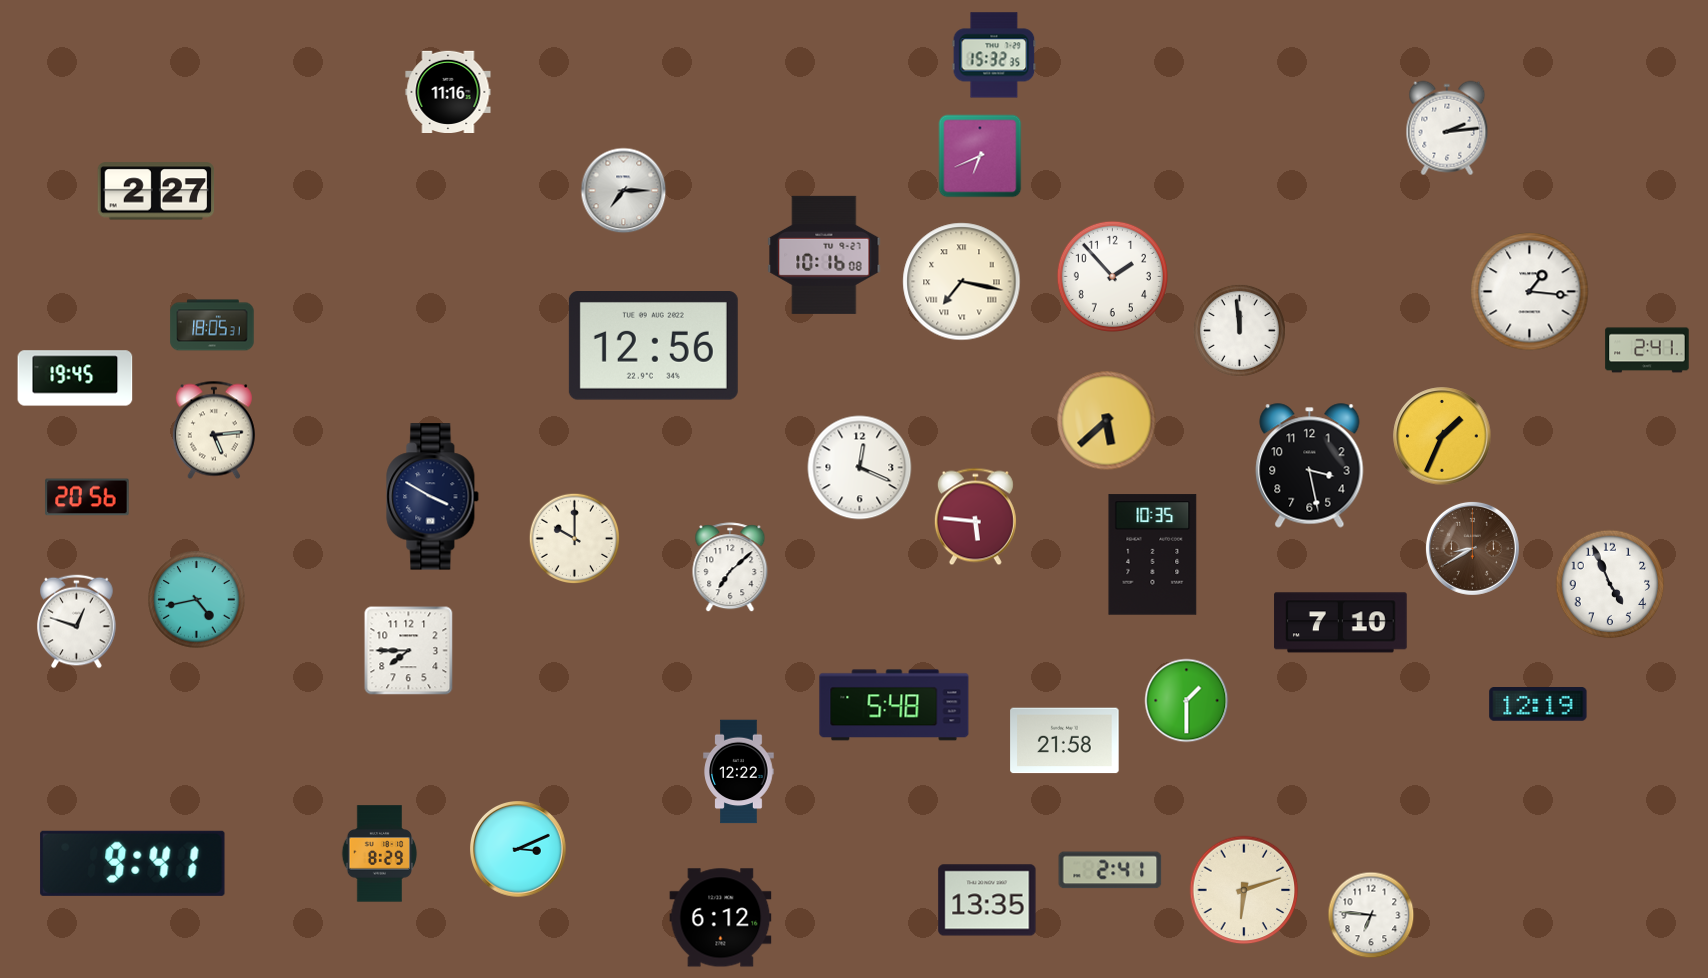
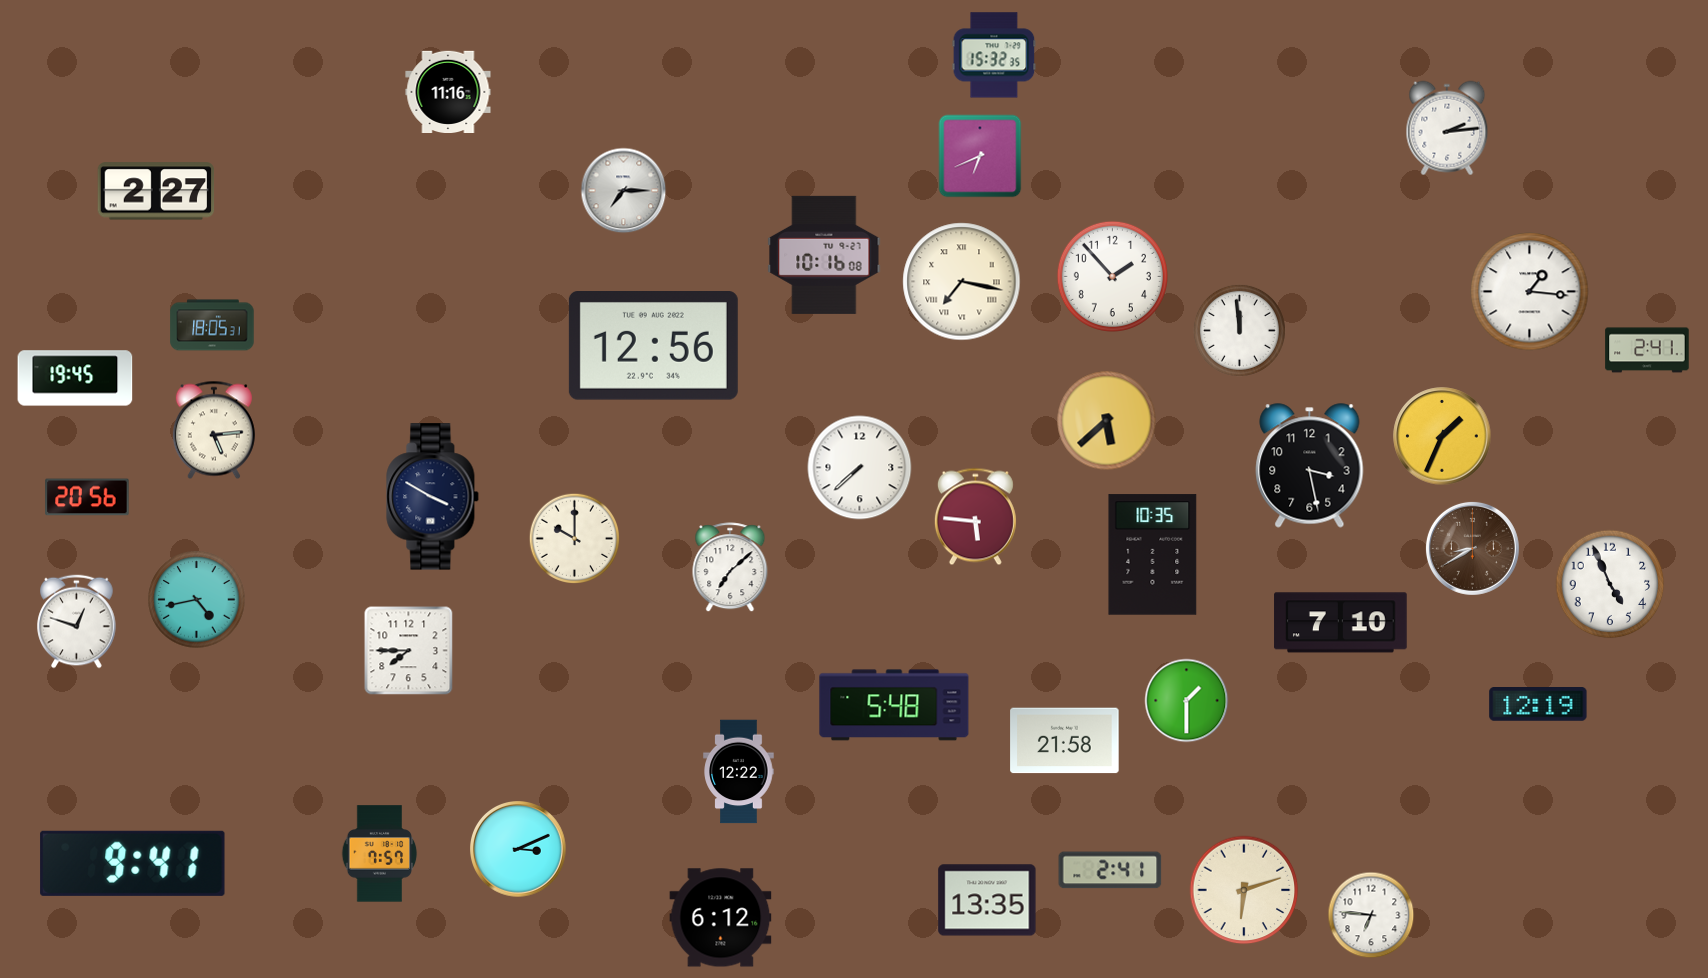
clock at (860, 468): 12:19 -> 7:38
clock at (380, 854): 8:29 -> 7:57
